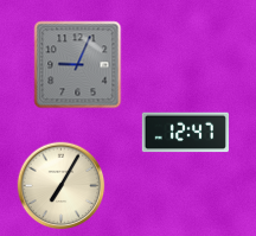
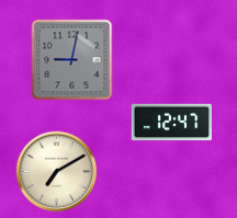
clock at (78, 65): 9:04 -> 9:02
clock at (62, 186): 7:05 -> 7:10
